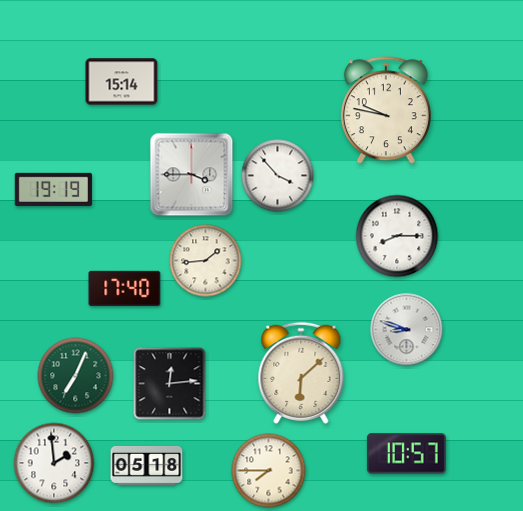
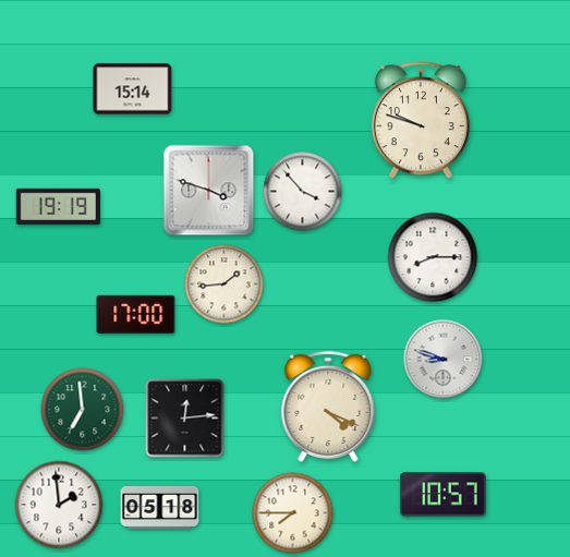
clock at (386, 111): 9:47 -> 9:48
clock at (192, 175): 3:45 -> 3:48
clock at (125, 288): 17:40 -> 17:00
clock at (301, 373): 6:08 -> 4:19
clock at (76, 376): 7:04 -> 6:59
